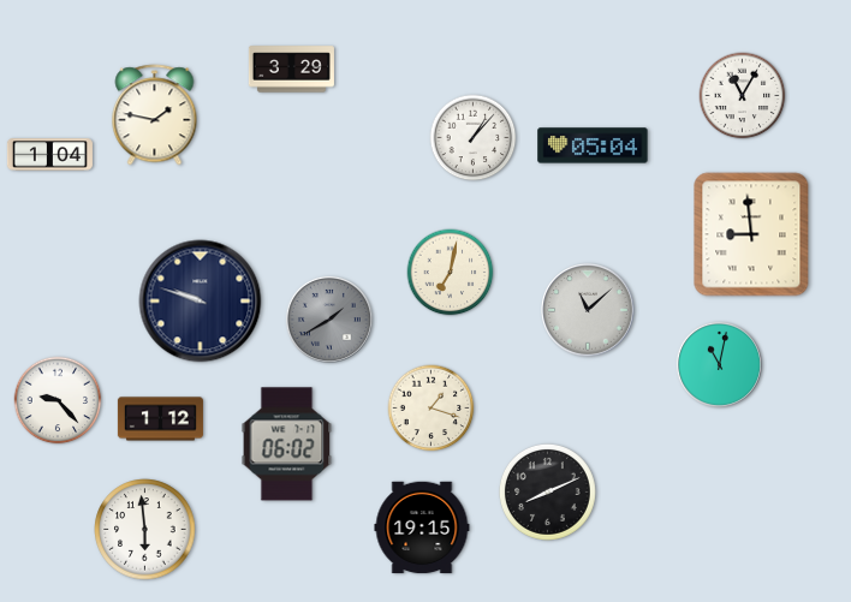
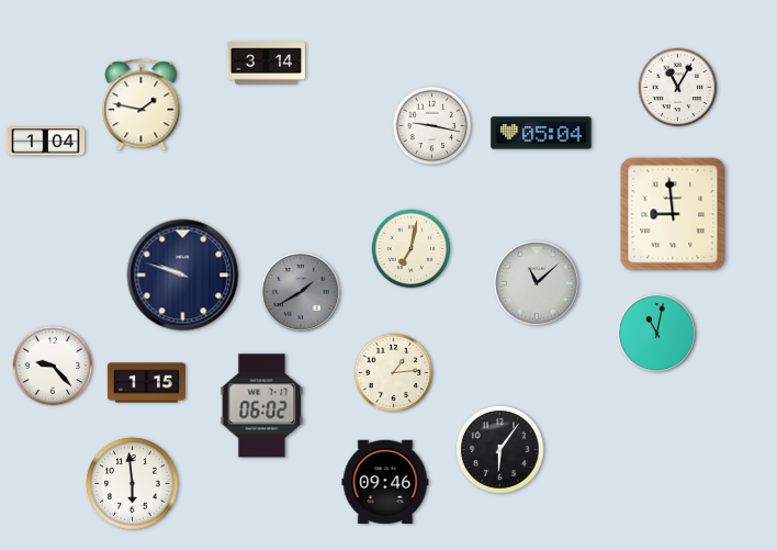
clock at (291, 70): 3:29 -> 3:14
clock at (474, 138): 1:07 -> 9:17
clock at (751, 234) position: (751, 234) -> (673, 214)
clock at (432, 409): 1:18 -> 1:14
clock at (160, 419): 1:12 -> 1:15
clock at (547, 491): 8:11 -> 6:06
clock at (422, 528): 19:15 -> 09:46
